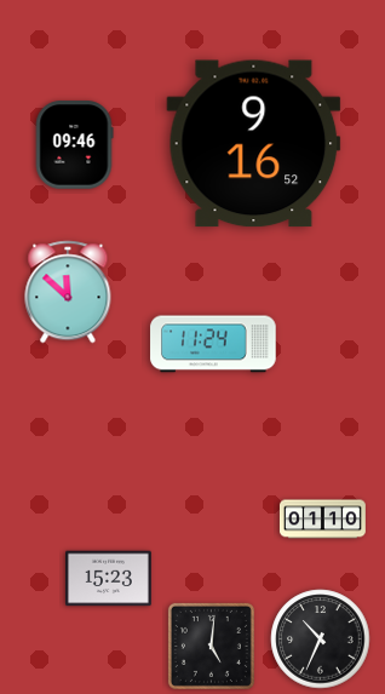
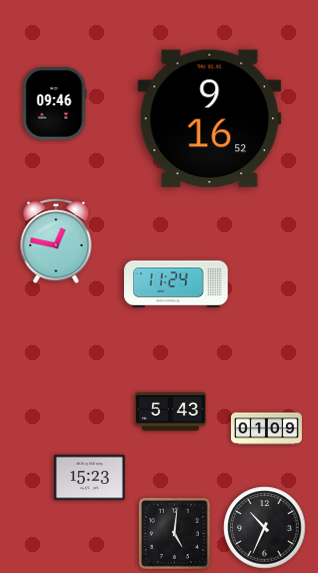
clock at (74, 145) position: (74, 145) -> (54, 104)
clock at (68, 292): 11:52 -> 12:47
clock at (170, 412): none -> 5:43
clock at (322, 520): 01:10 -> 01:09
